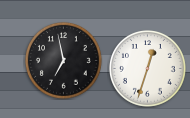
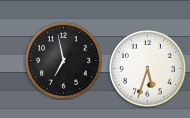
clock at (148, 69): 12:33 -> 5:33
